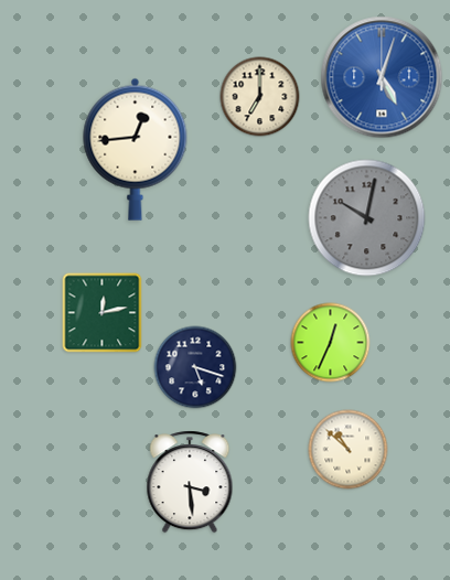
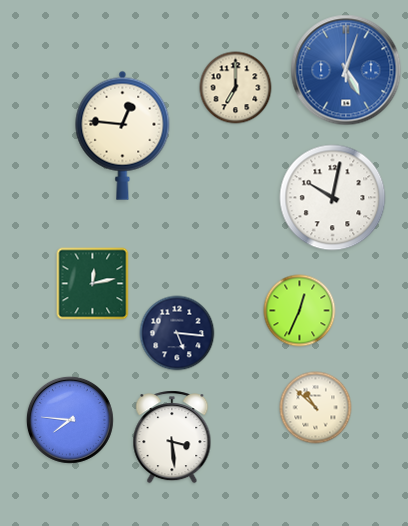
clock at (136, 149): 12:44 -> 12:46
clock at (367, 218) dial: grey -> white
clock at (195, 367): 5:18 -> 5:16
clock at (70, 420): none -> 7:46
